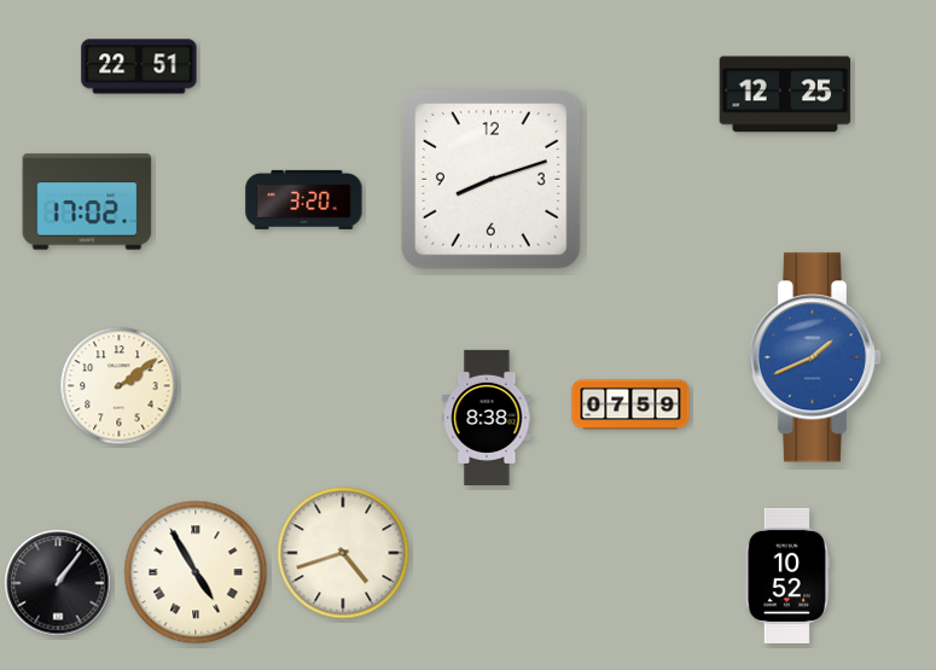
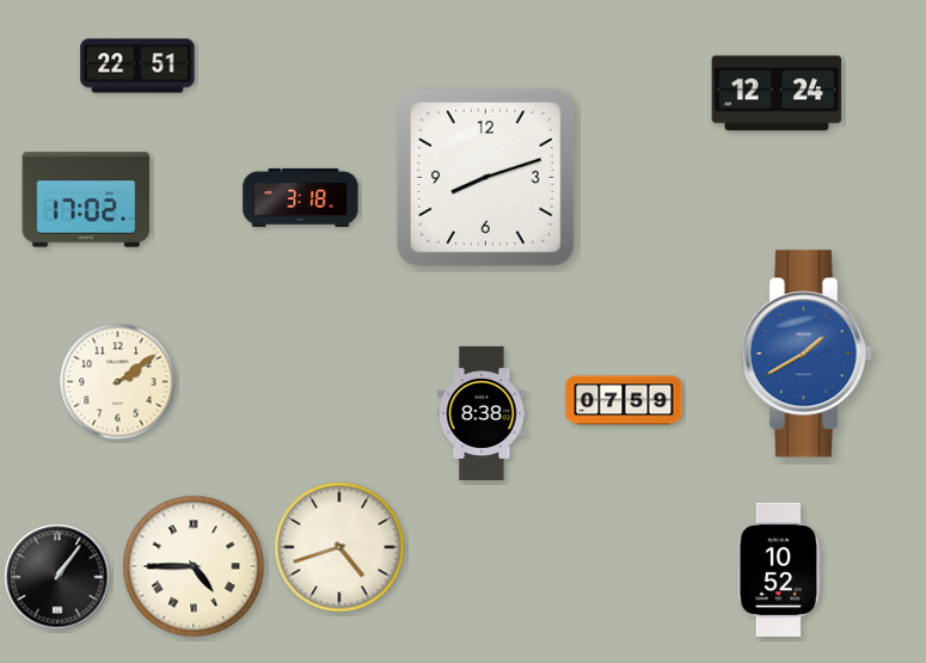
clock at (785, 94): 12:25 -> 12:24
clock at (304, 199): 3:20 -> 3:18
clock at (815, 357): 1:41 -> 1:40
clock at (196, 572): 4:55 -> 4:45
